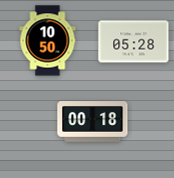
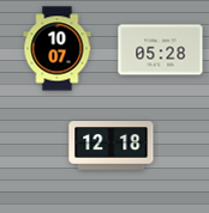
clock at (48, 41): 10:50 -> 10:07
clock at (93, 122): 00:18 -> 12:18
